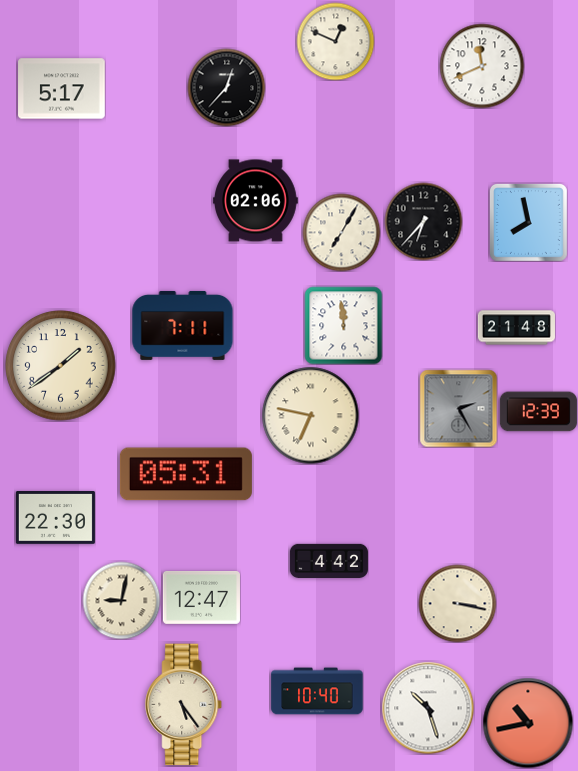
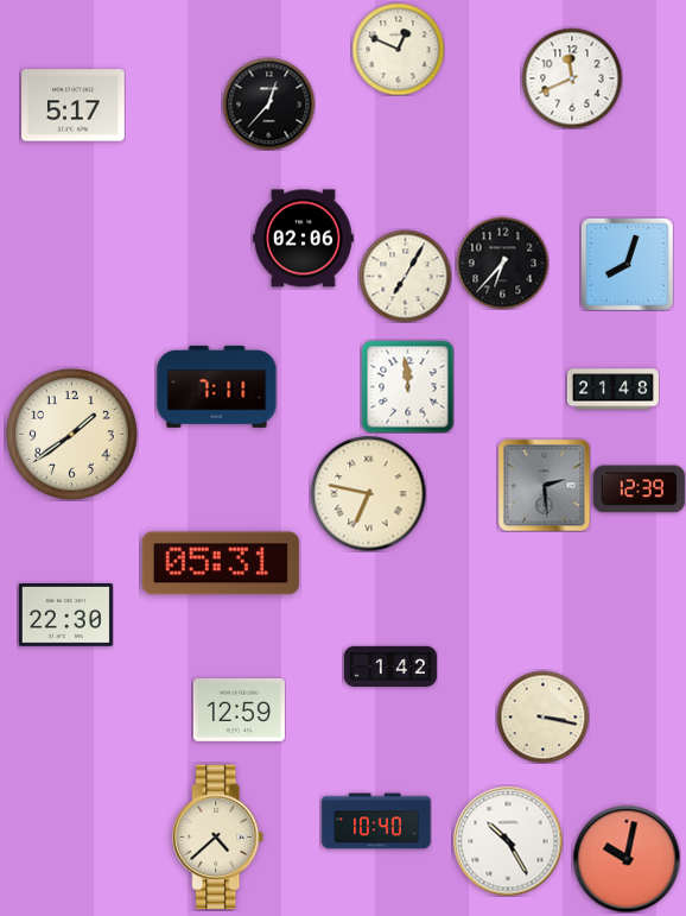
clock at (528, 222): 7:58 -> 8:03
clock at (458, 408): 2:25 -> 2:29
clock at (329, 561): 4:42 -> 1:42
clock at (201, 598): 12:47 -> 12:59
clock at (121, 600): 9:02 -> none
clock at (184, 705): 5:24 -> 4:38
clock at (428, 708): 10:27 -> 10:25
clock at (528, 723): 10:43 -> 10:02
